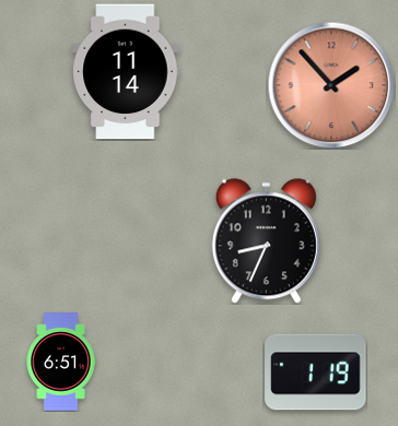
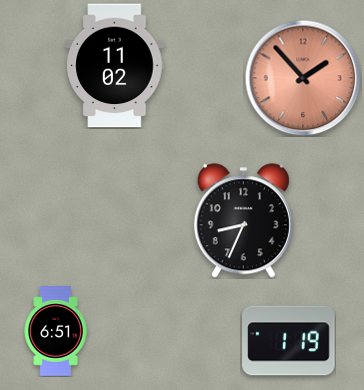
clock at (126, 72): 11:14 -> 11:02
